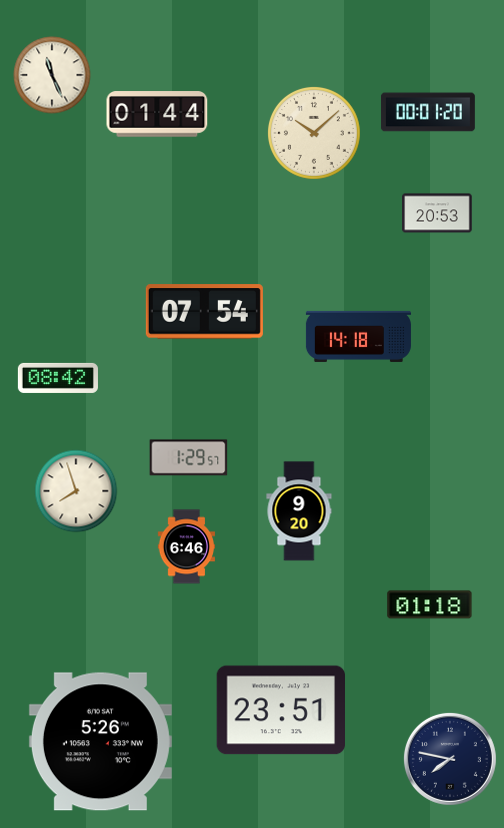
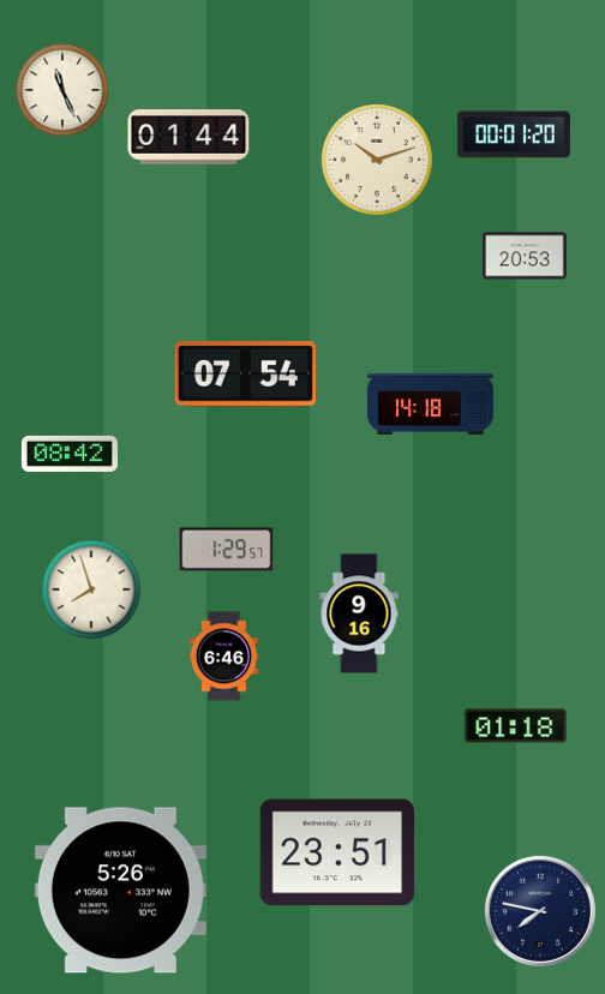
clock at (314, 133): 10:08 -> 10:12
clock at (299, 511): 9:20 -> 9:16
